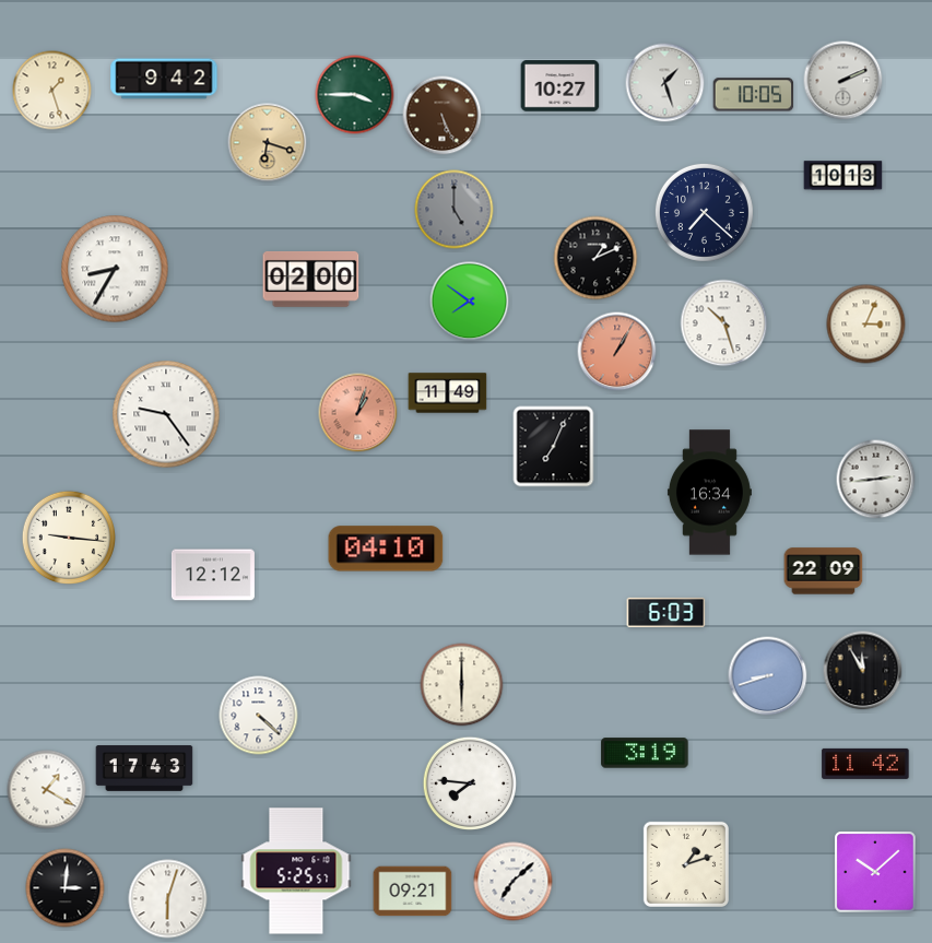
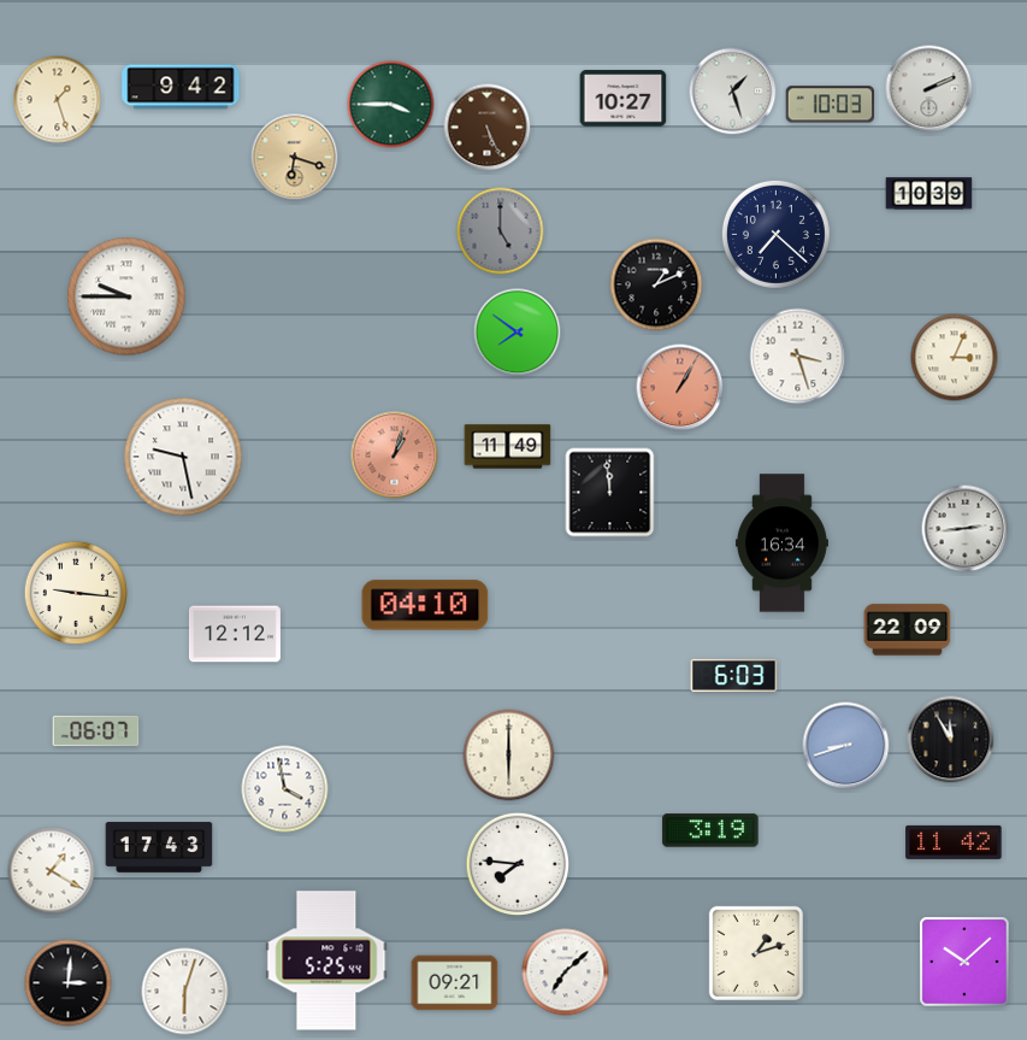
clock at (561, 86) position: (561, 86) -> (624, 99)
clock at (754, 95): 10:05 -> 10:03
clock at (843, 176): 10:13 -> 10:39
clock at (115, 269): 8:35 -> 9:45
clock at (311, 279): 02:00 -> none
clock at (724, 323): 10:27 -> 3:27
clock at (448, 393) position: (448, 393) -> (508, 447)
clock at (166, 414): 9:24 -> 9:28
clock at (554, 447): 7:04 -> 11:59
clock at (96, 731): none -> 06:07
clock at (259, 716): 4:22 -> 3:58
clock at (296, 871): 5:25:57 -> 5:25:44
clock at (66, 888) position: (66, 888) -> (69, 983)
